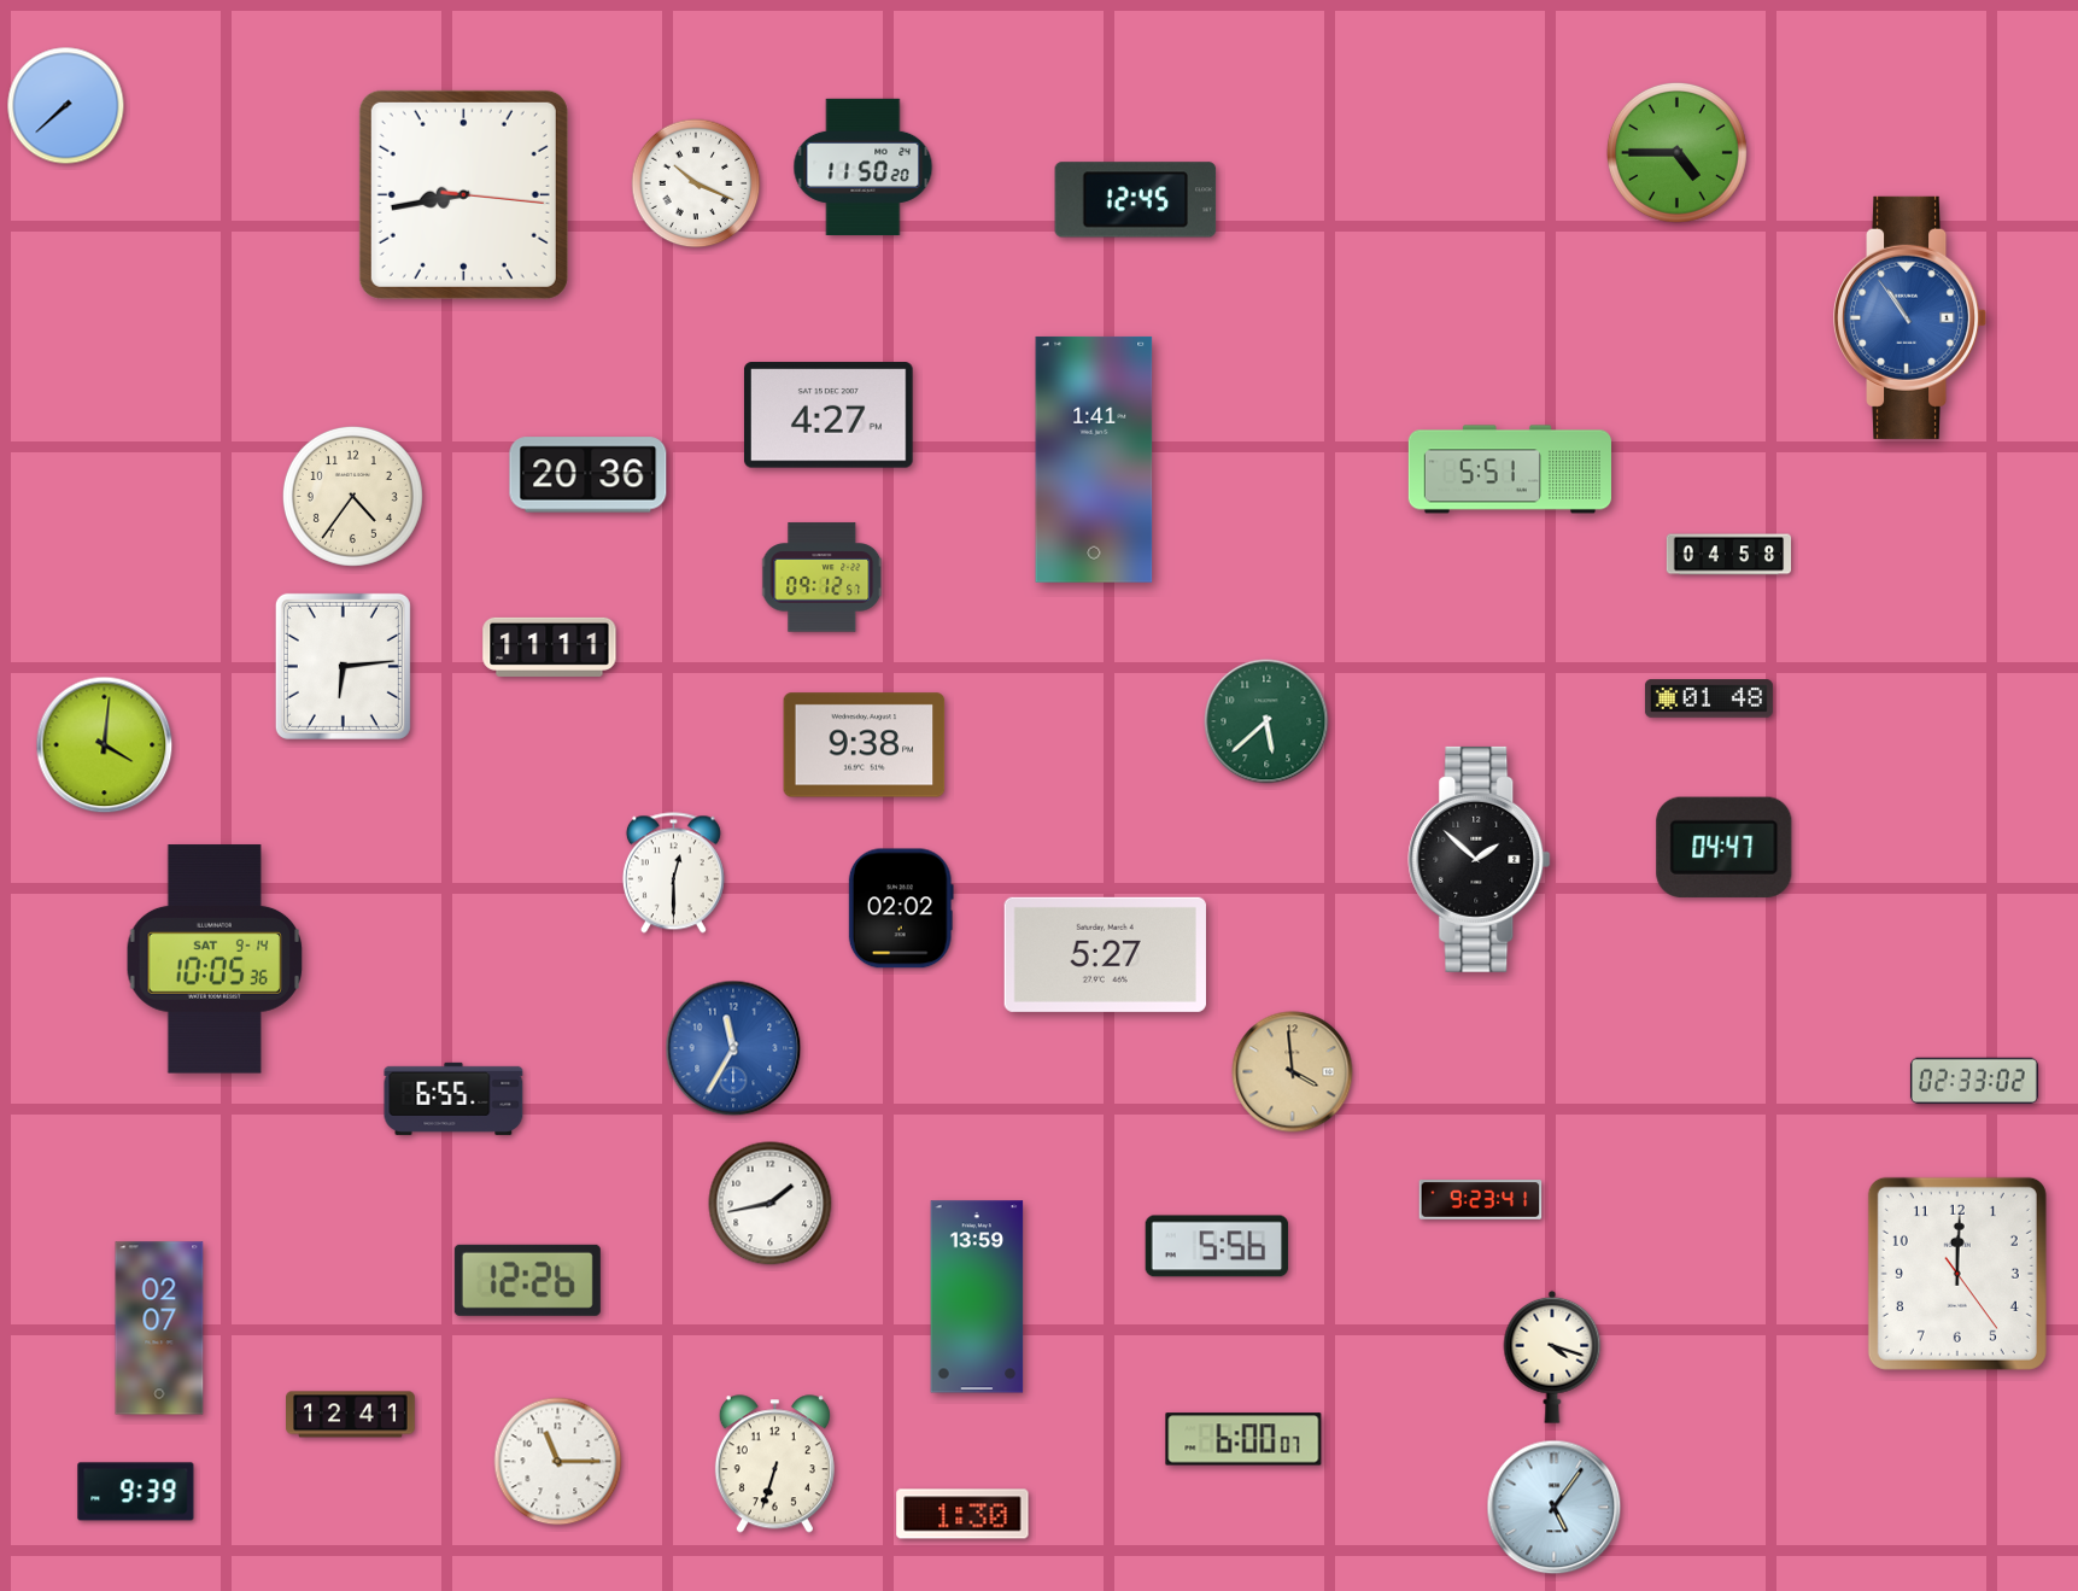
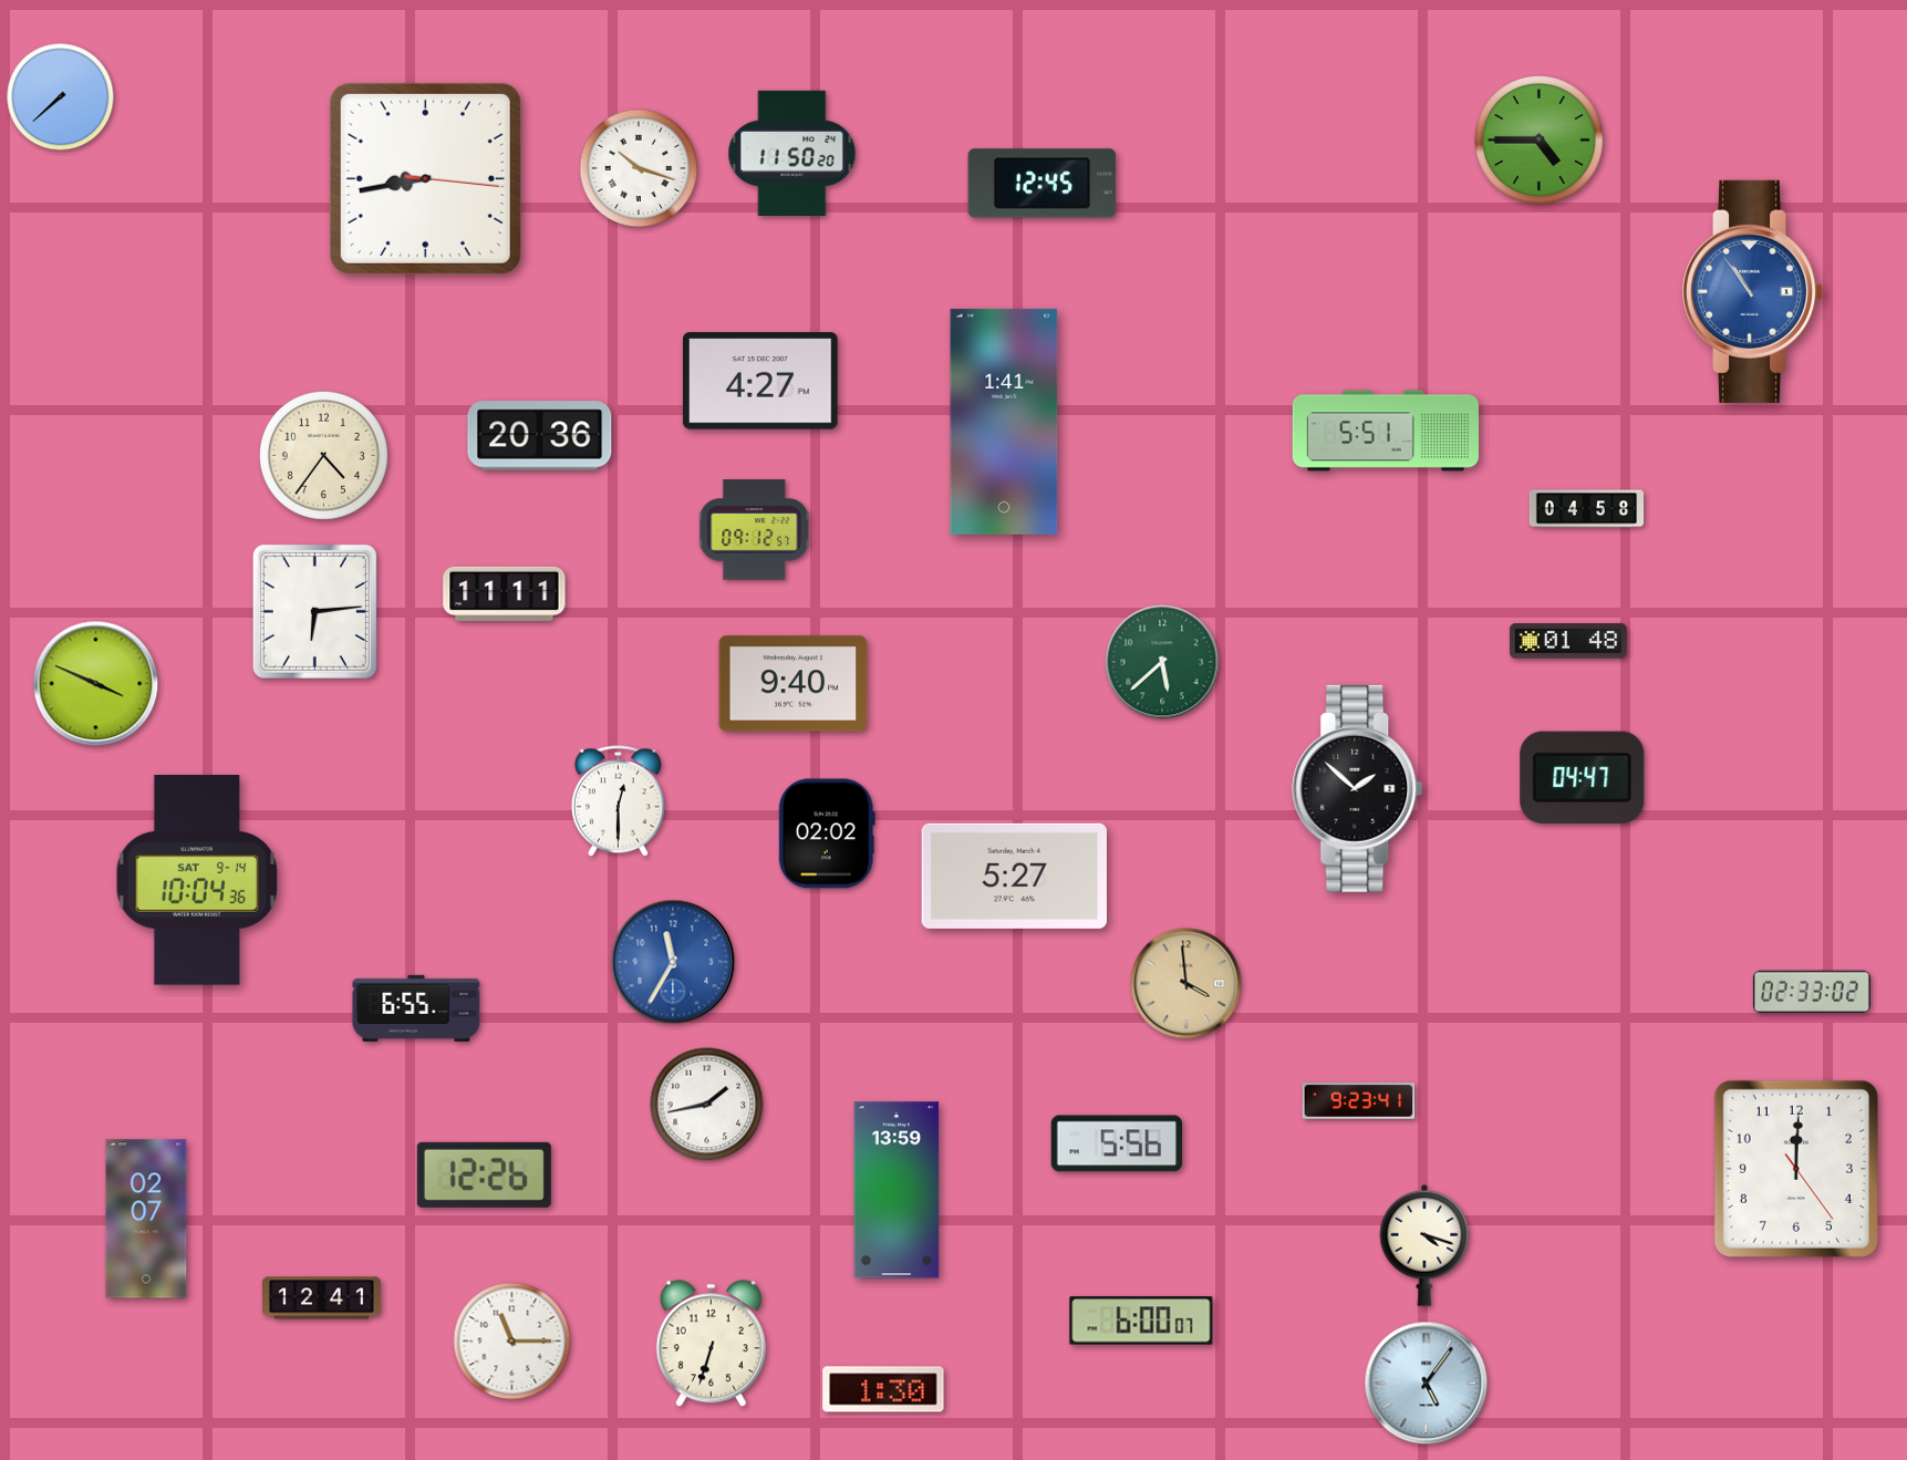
clock at (696, 183): 10:19 -> 10:18
clock at (105, 745): 4:01 -> 3:49
clock at (865, 745): 9:38 -> 9:40
clock at (215, 959): 10:05 -> 10:04
clock at (136, 1492): 9:39 -> none
